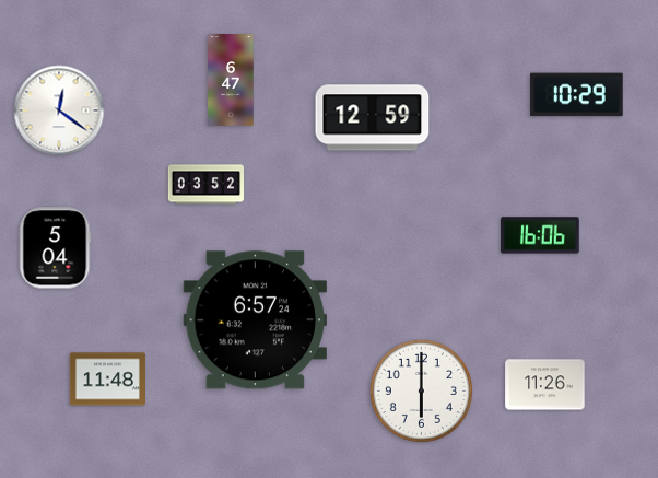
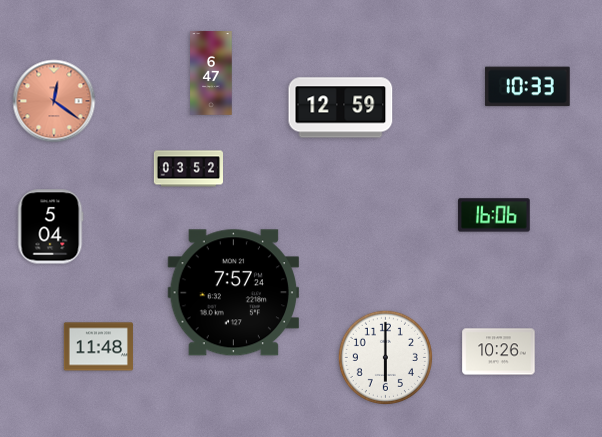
clock at (577, 95): 10:29 -> 10:33
clock at (59, 110) dial: white -> salmon
clock at (255, 320): 6:57 -> 7:57
clock at (545, 385): 11:26 -> 10:26
